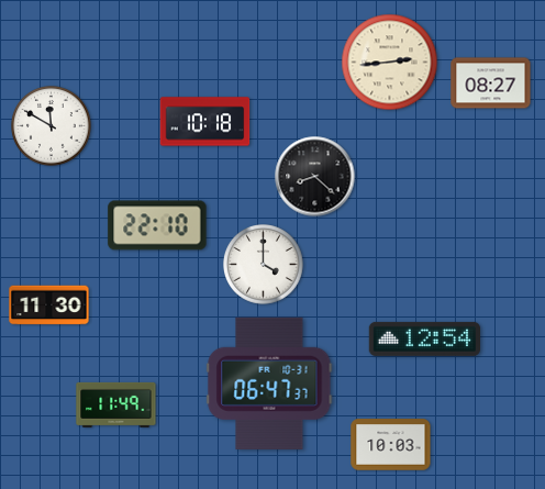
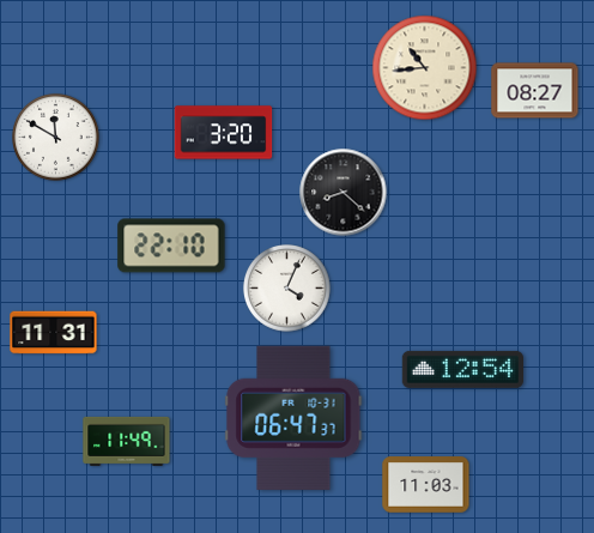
clock at (390, 63): 2:44 -> 10:44
clock at (205, 122): 10:18 -> 3:20
clock at (264, 265): 4:00 -> 4:04
clock at (49, 305): 11:30 -> 11:31
clock at (391, 445): 10:03 -> 11:03
